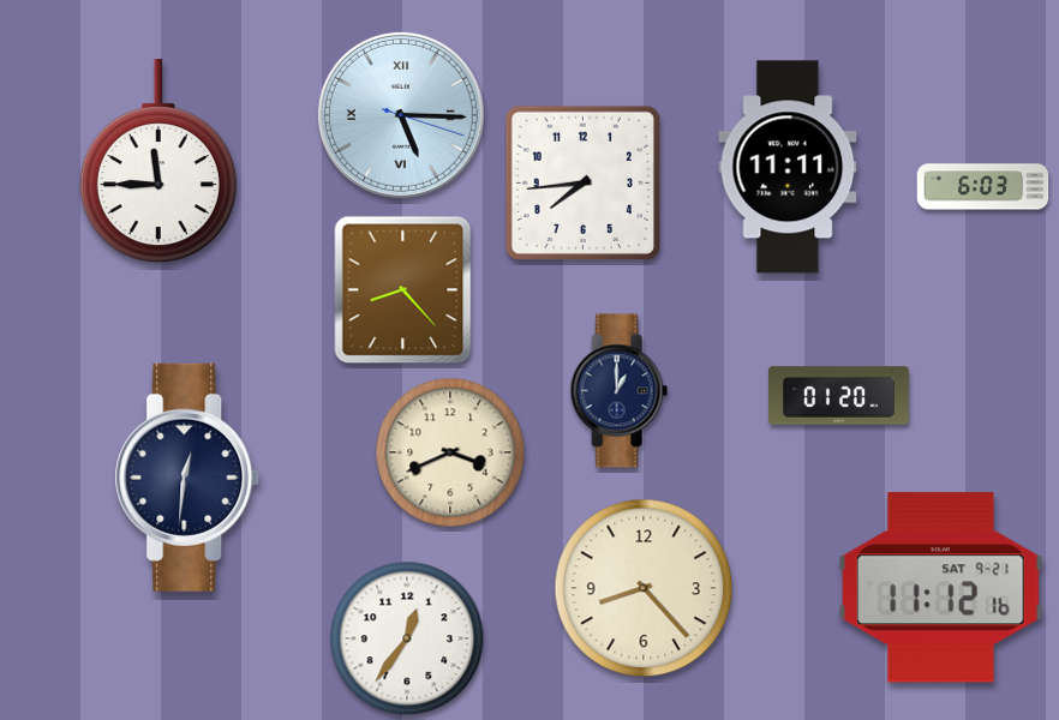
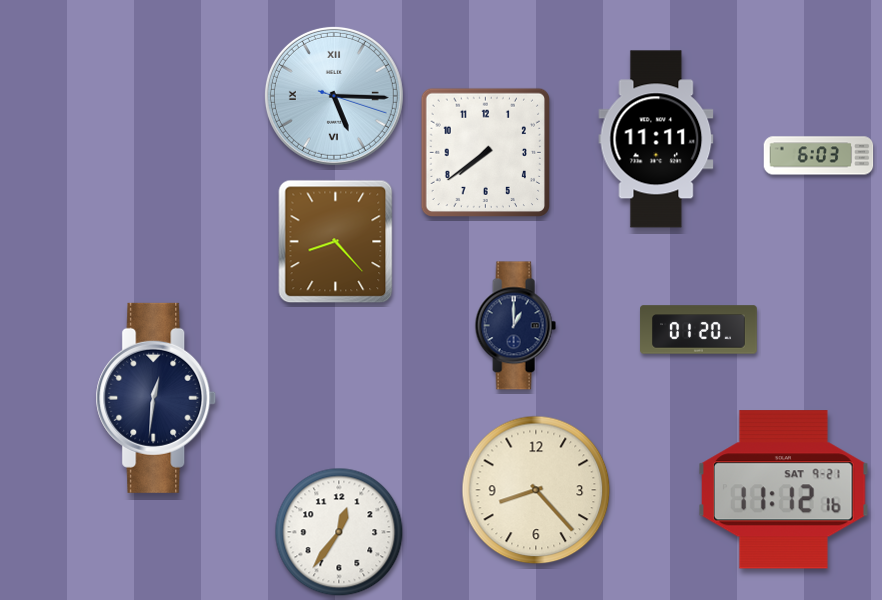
clock at (158, 162): 11:45 -> none
clock at (582, 182): 7:44 -> 7:39
clock at (450, 452): 3:41 -> none
